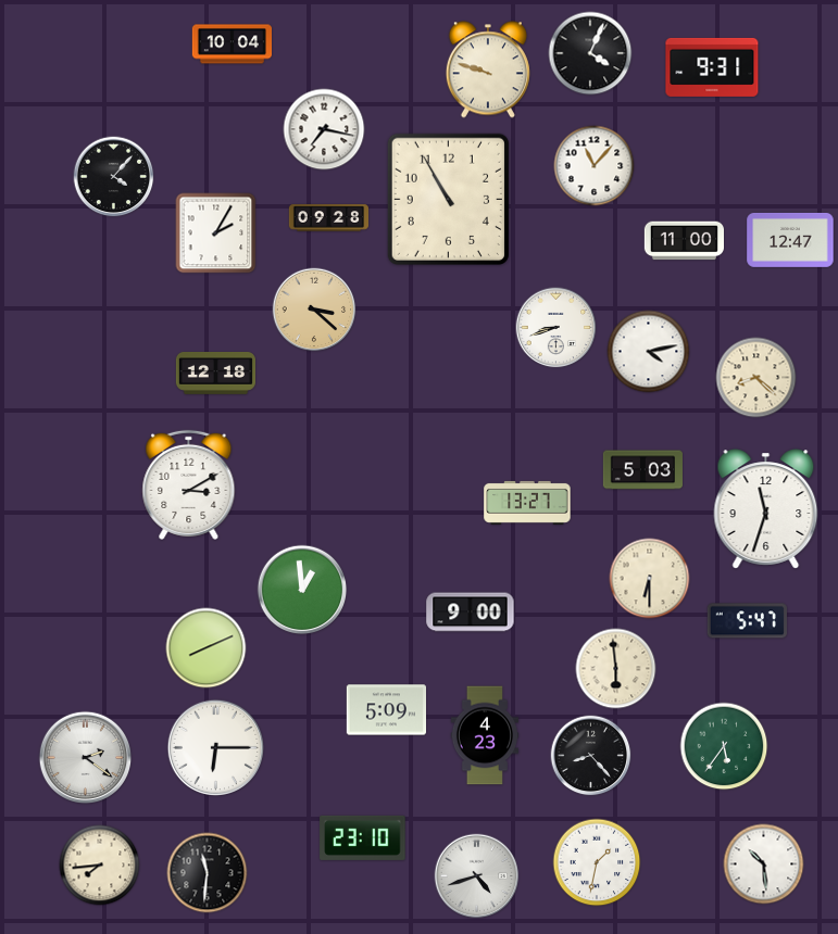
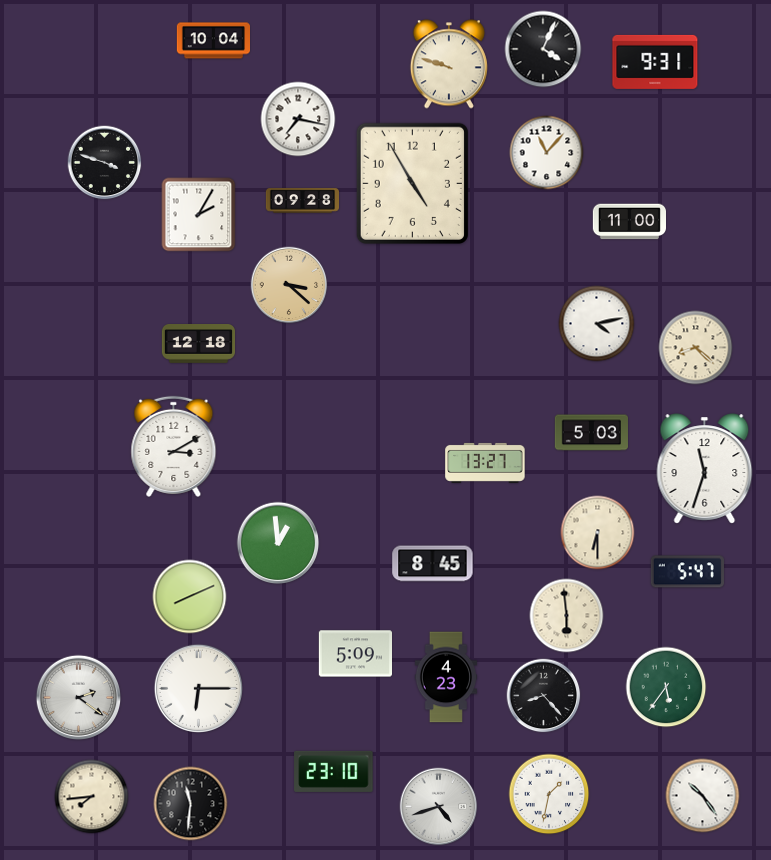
clock at (114, 177): 4:07 -> 3:48
clock at (448, 199): 10:55 -> 4:55
clock at (790, 240): 12:47 -> none
clock at (556, 328): 8:42 -> none
clock at (471, 613): 9:00 -> 8:45
clock at (764, 864): 10:29 -> 10:24
